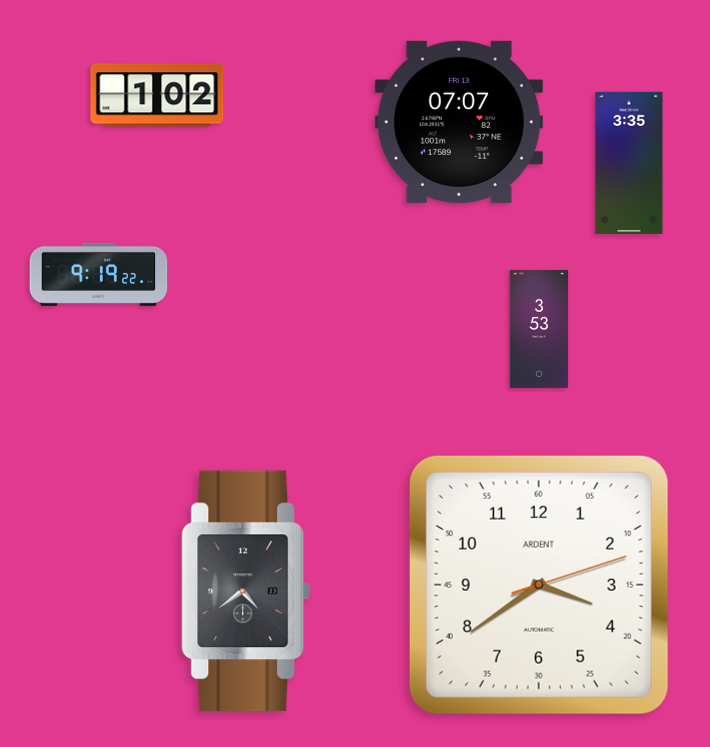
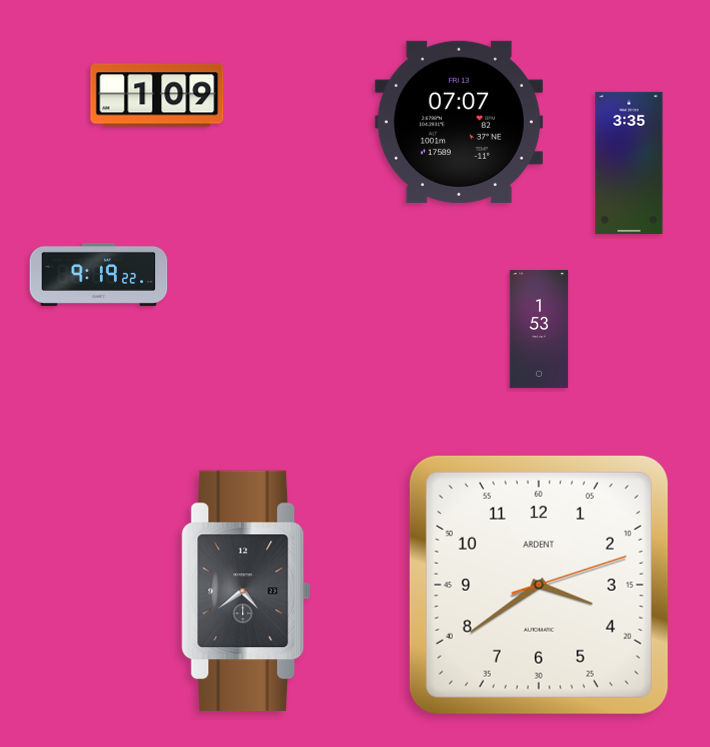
clock at (157, 95): 1:02 -> 1:09
clock at (539, 329): 3:53 -> 1:53
